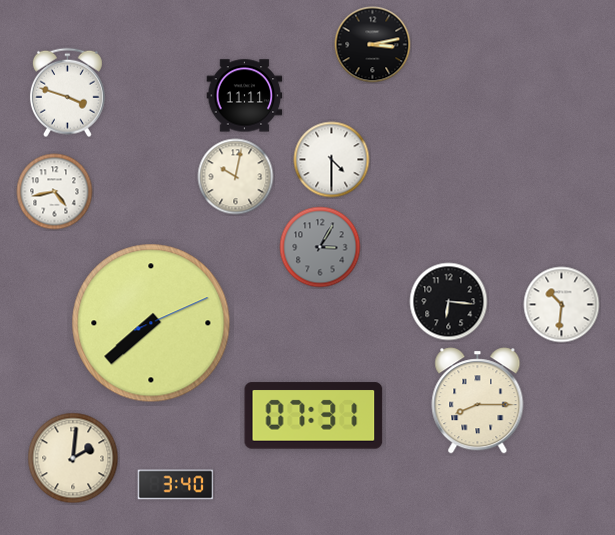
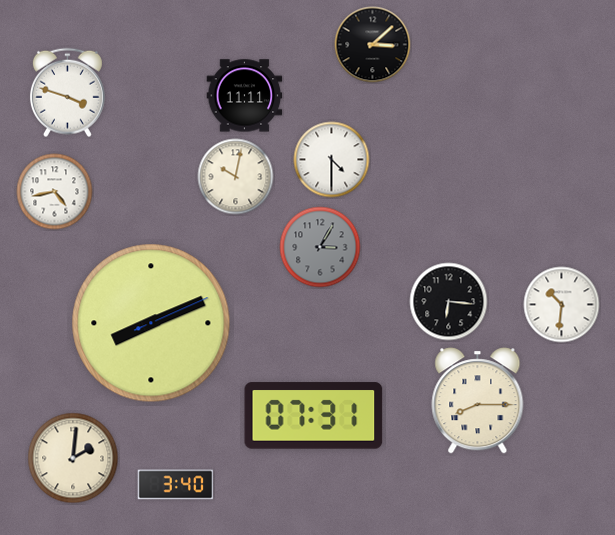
clock at (373, 45): 3:13 -> 3:08
clock at (151, 323): 7:38 -> 8:11
